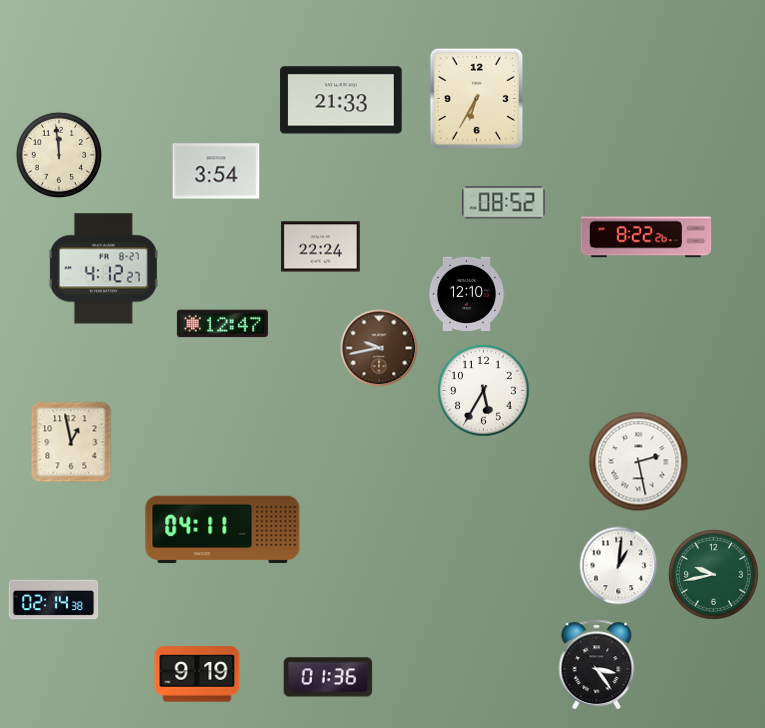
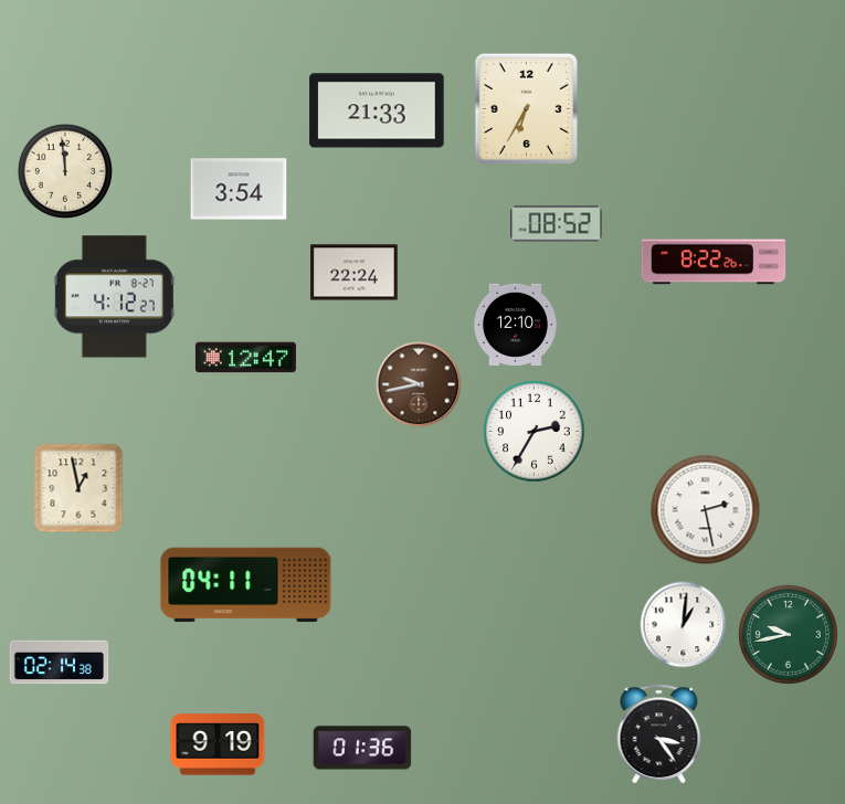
clock at (484, 391): 5:35 -> 2:35
